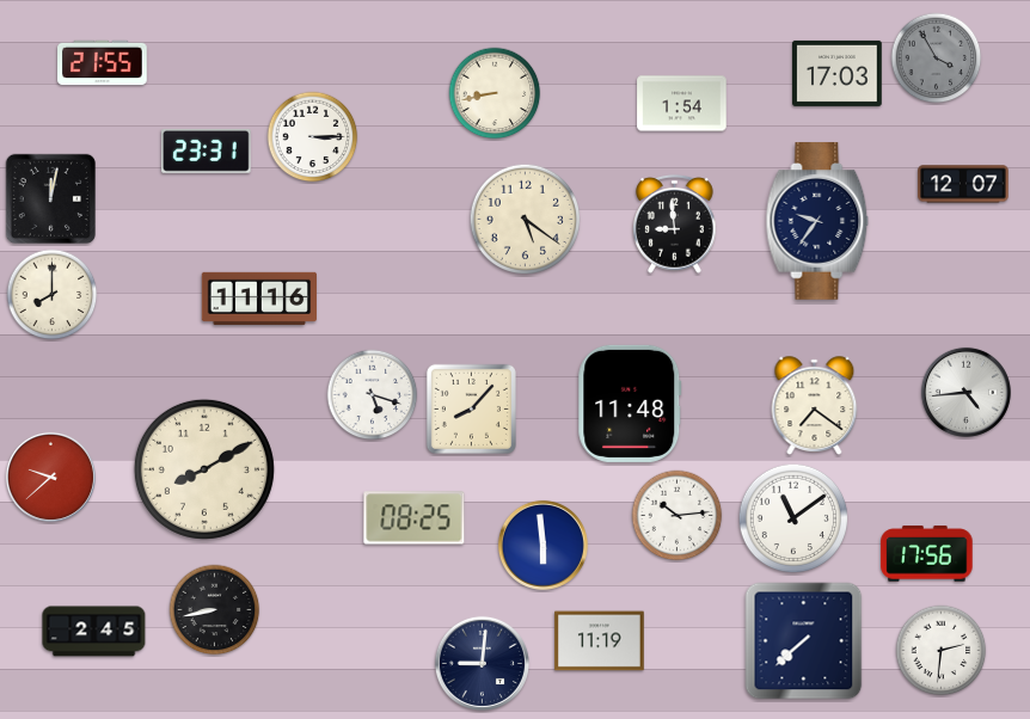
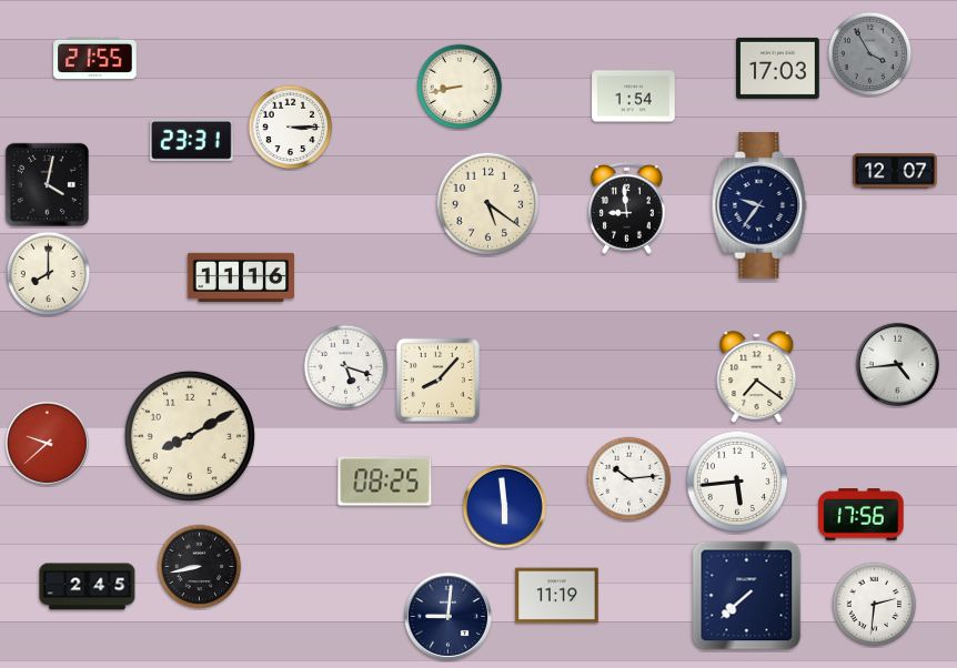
clock at (50, 198): 12:02 -> 4:02
clock at (630, 404): 11:48 -> none
clock at (793, 518): 11:09 -> 5:44
